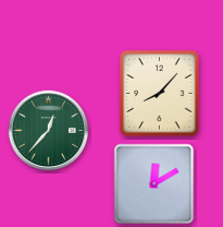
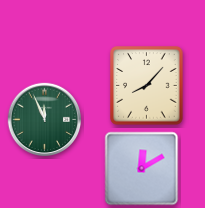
clock at (49, 131): 12:37 -> 11:56
